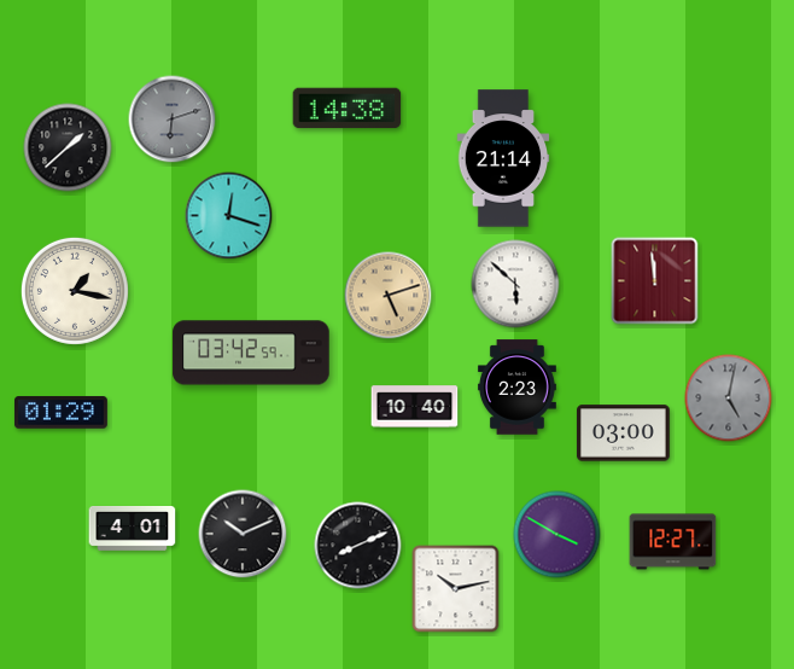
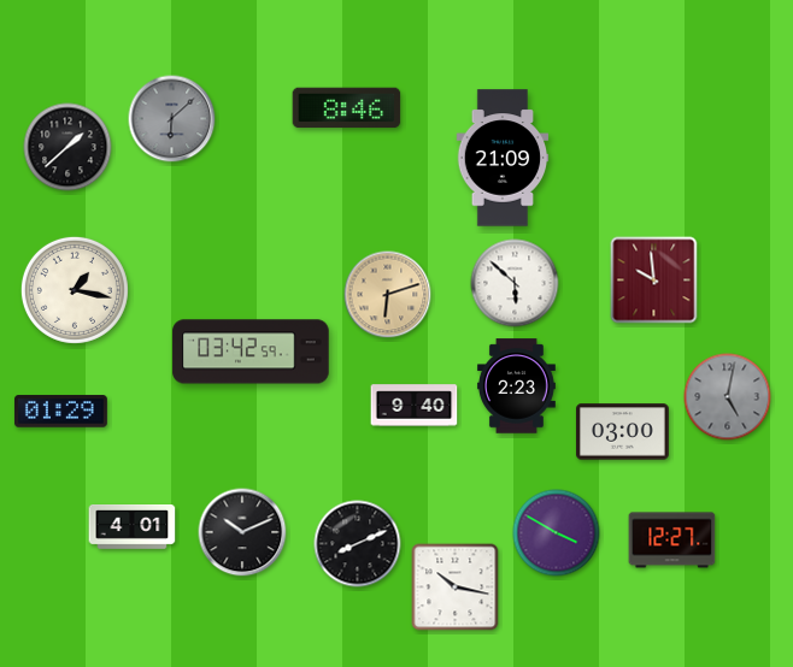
clock at (348, 109): 14:38 -> 8:46
clock at (173, 120): 6:12 -> 6:08
clock at (503, 158): 21:14 -> 21:09
clock at (229, 216): 12:18 -> none
clock at (655, 281): 11:59 -> 9:59
clock at (389, 296): 5:12 -> 6:12
clock at (415, 407): 10:40 -> 9:40
clock at (456, 589): 10:13 -> 10:17
